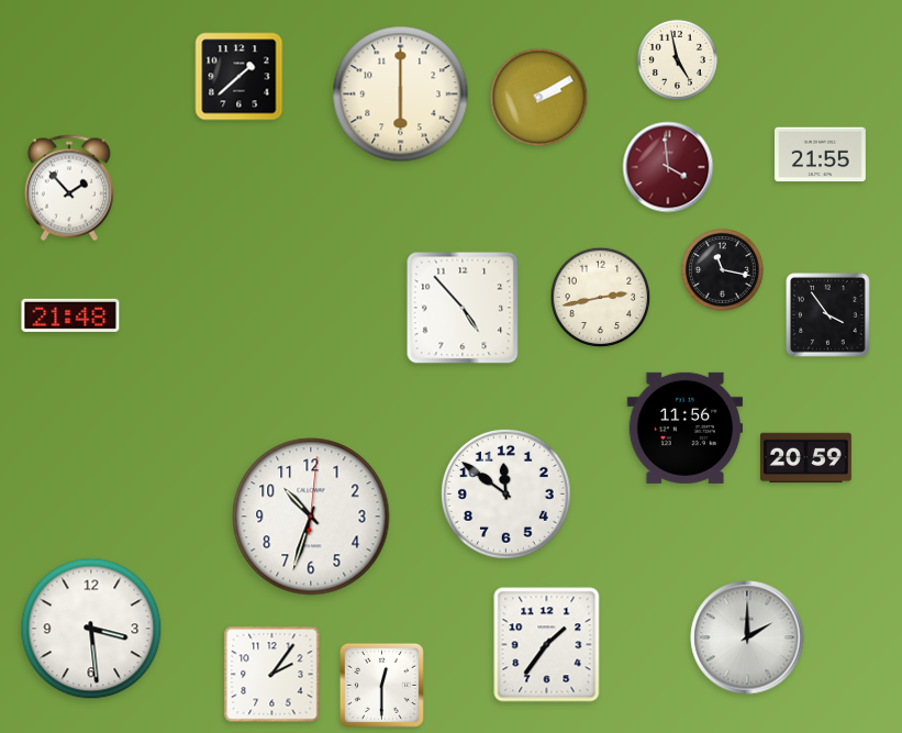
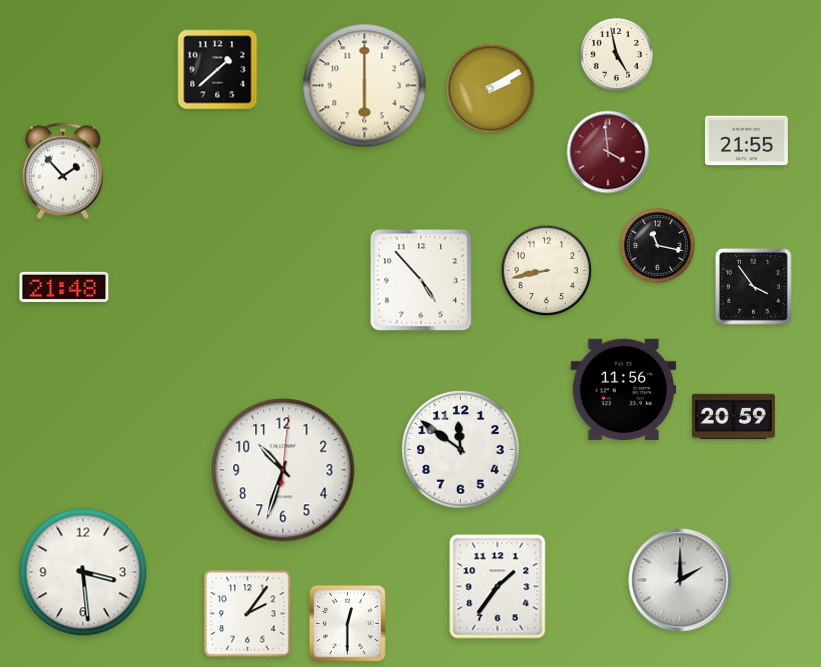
clock at (601, 298): 2:43 -> 8:43
